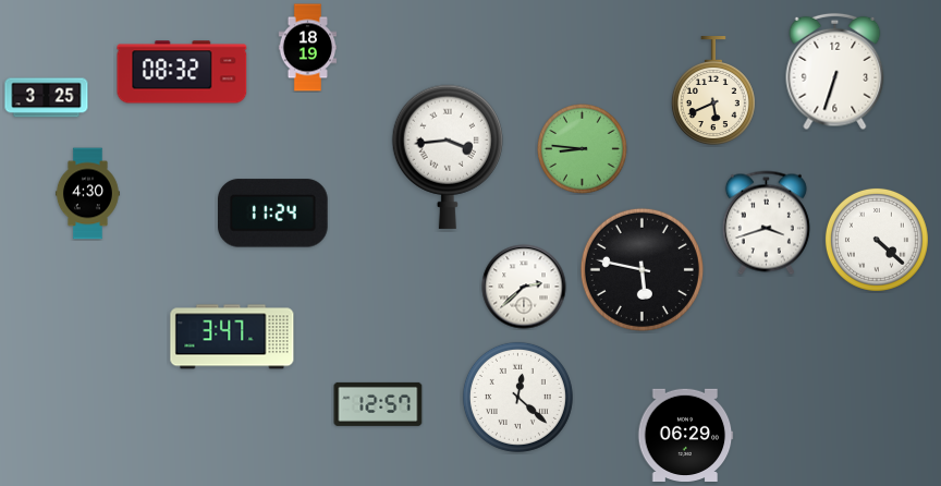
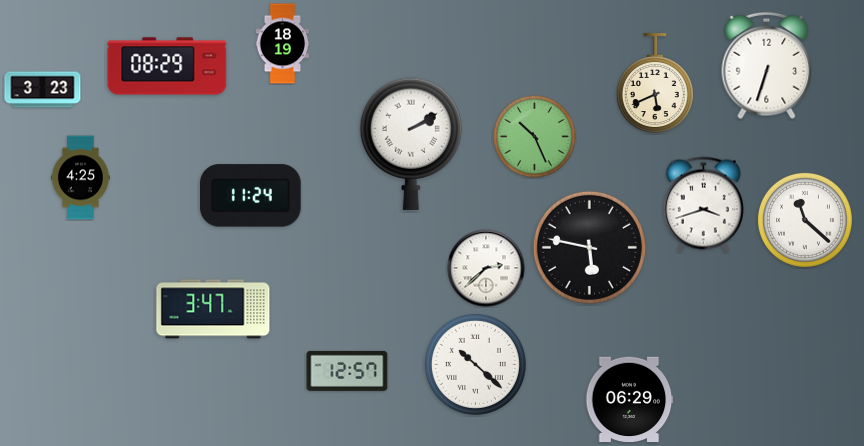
clock at (182, 72): 08:32 -> 08:29
clock at (47, 98): 3:25 -> 3:23
clock at (583, 149): 8:46 -> 10:26
clock at (448, 157): 3:44 -> 2:10
clock at (87, 194): 4:30 -> 4:25
clock at (877, 240): 4:22 -> 11:22
clock at (524, 287) position: (524, 287) -> (486, 268)
clock at (517, 397): 12:22 -> 10:22
